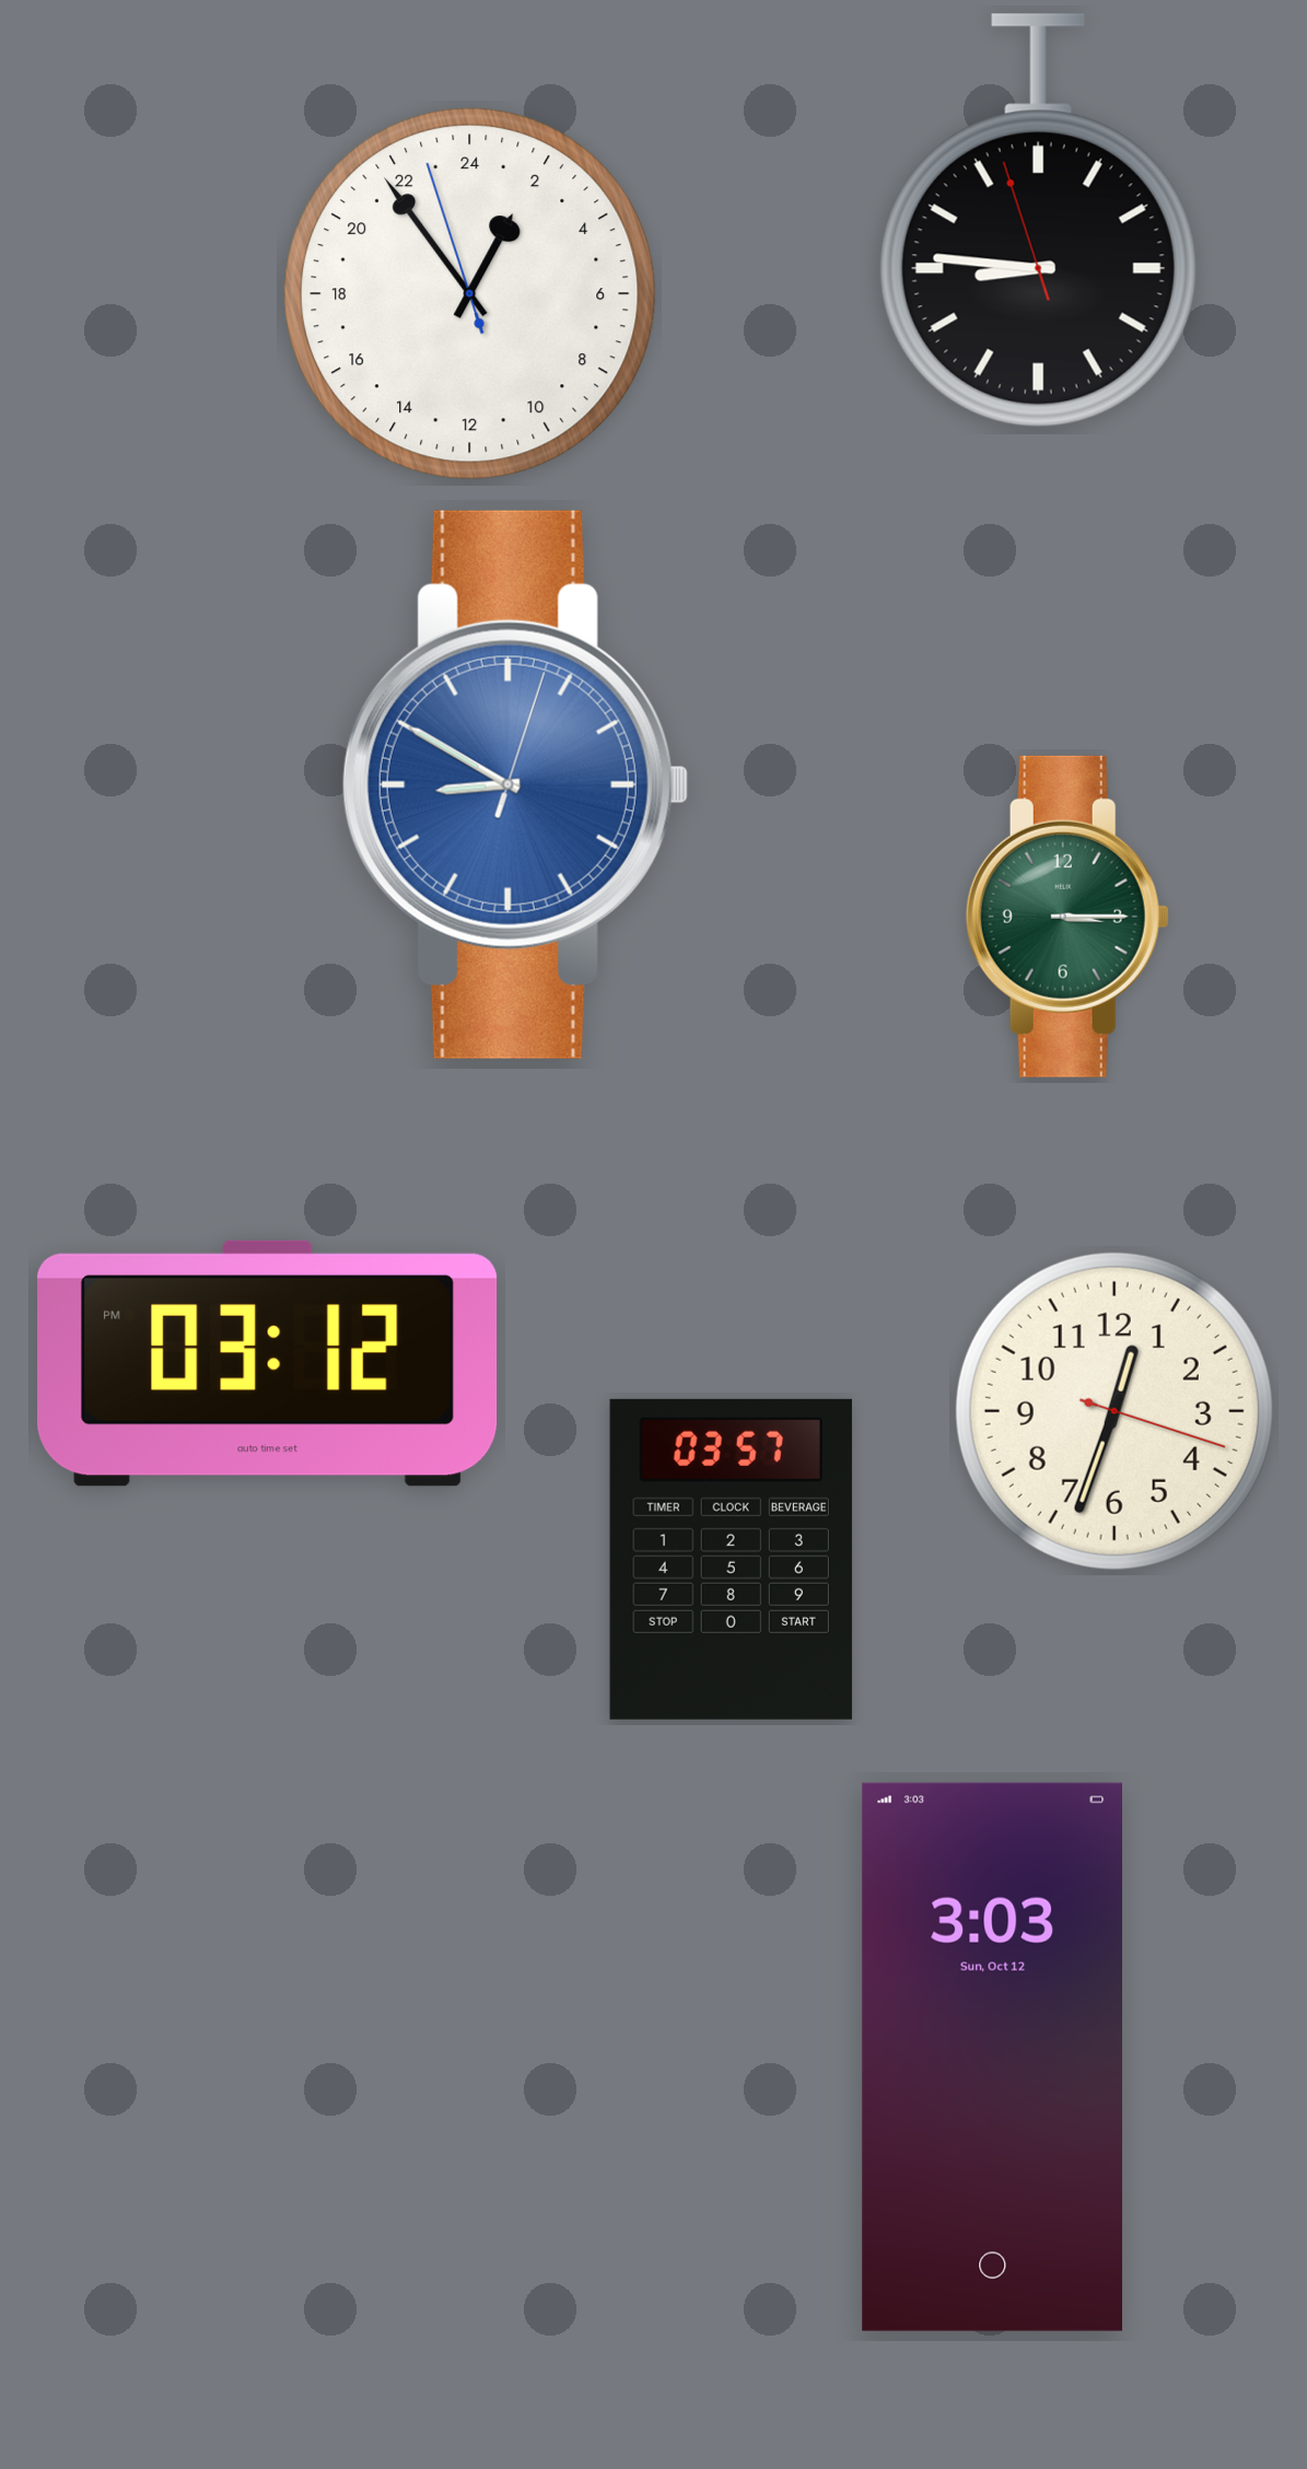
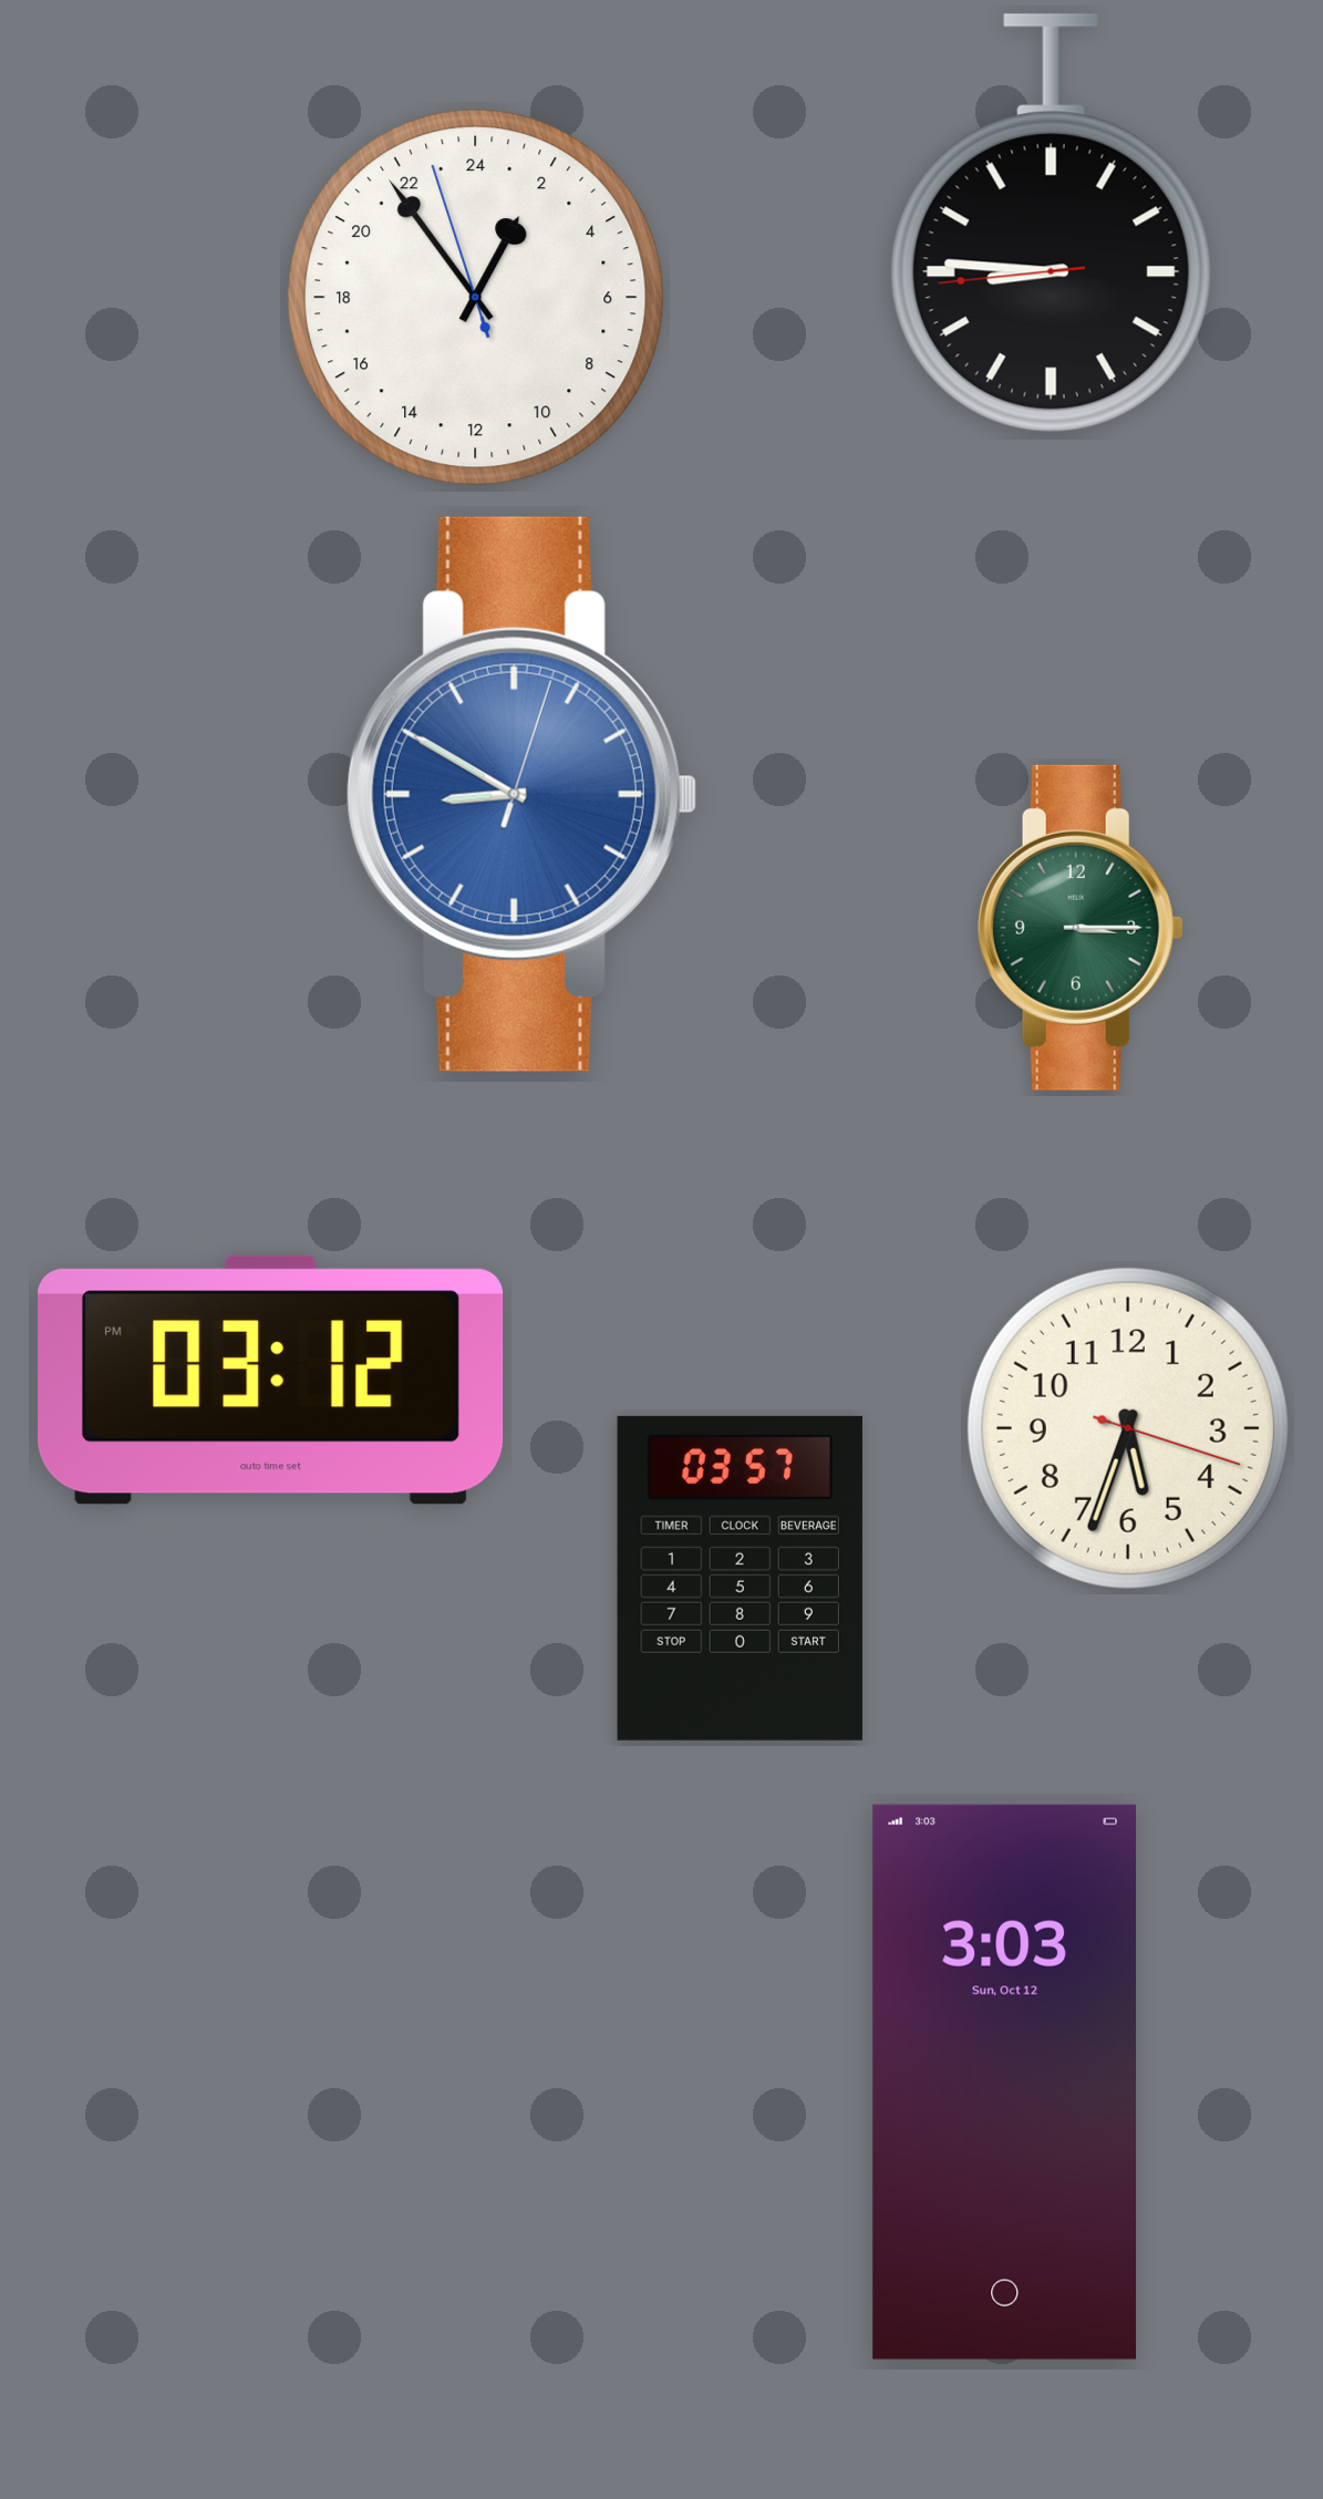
clock at (1038, 221): 8:45:57 -> 8:45:44
clock at (1115, 1411): 12:33 -> 5:33
